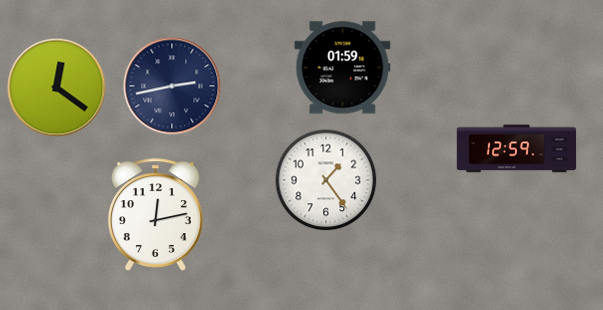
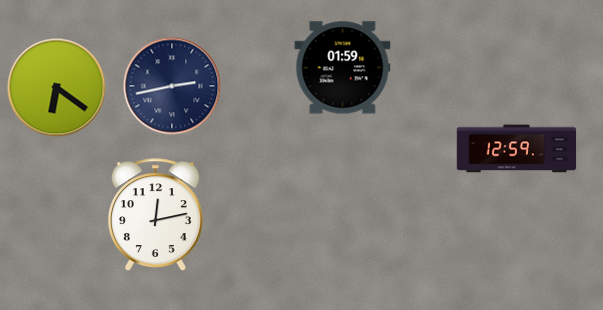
clock at (57, 88): 12:21 -> 6:21
clock at (326, 180): 1:24 -> none
